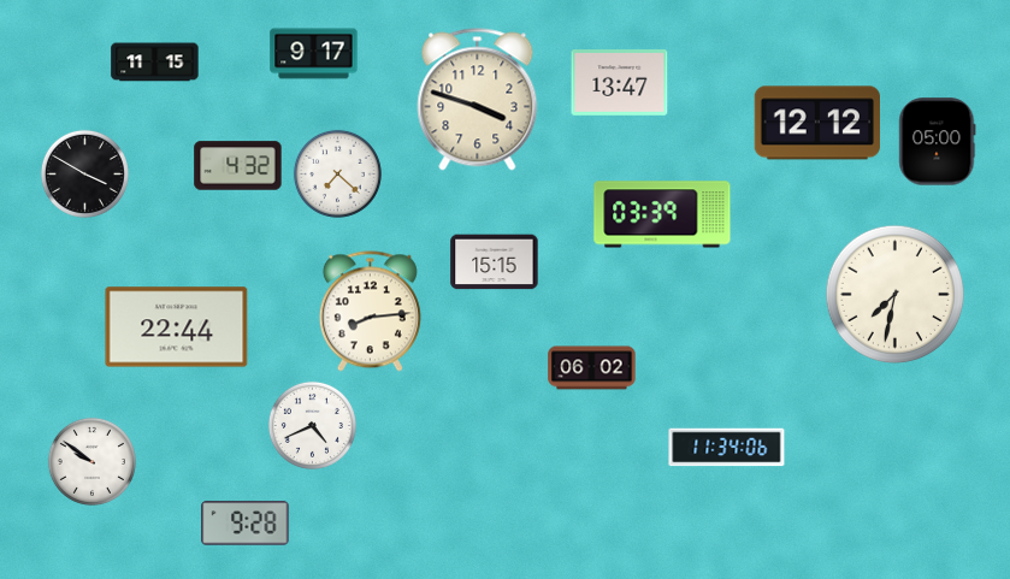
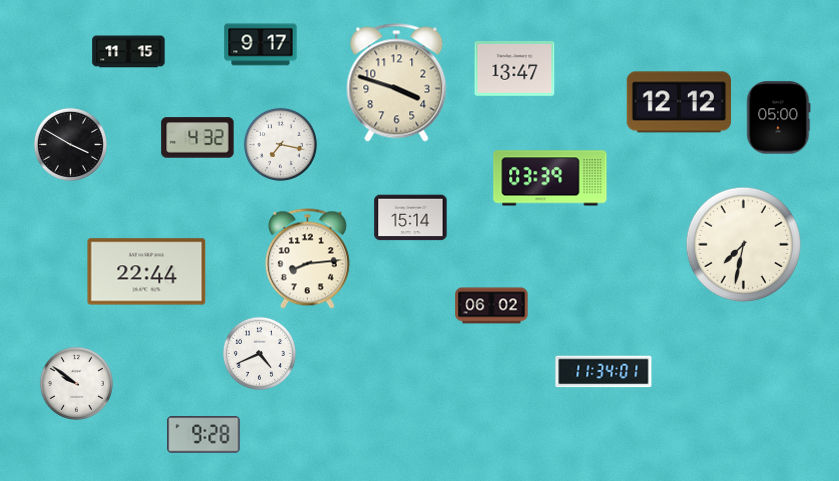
clock at (337, 173): 7:22 -> 7:17
clock at (495, 262): 15:15 -> 15:14
clock at (727, 448): 11:34:06 -> 11:34:01
